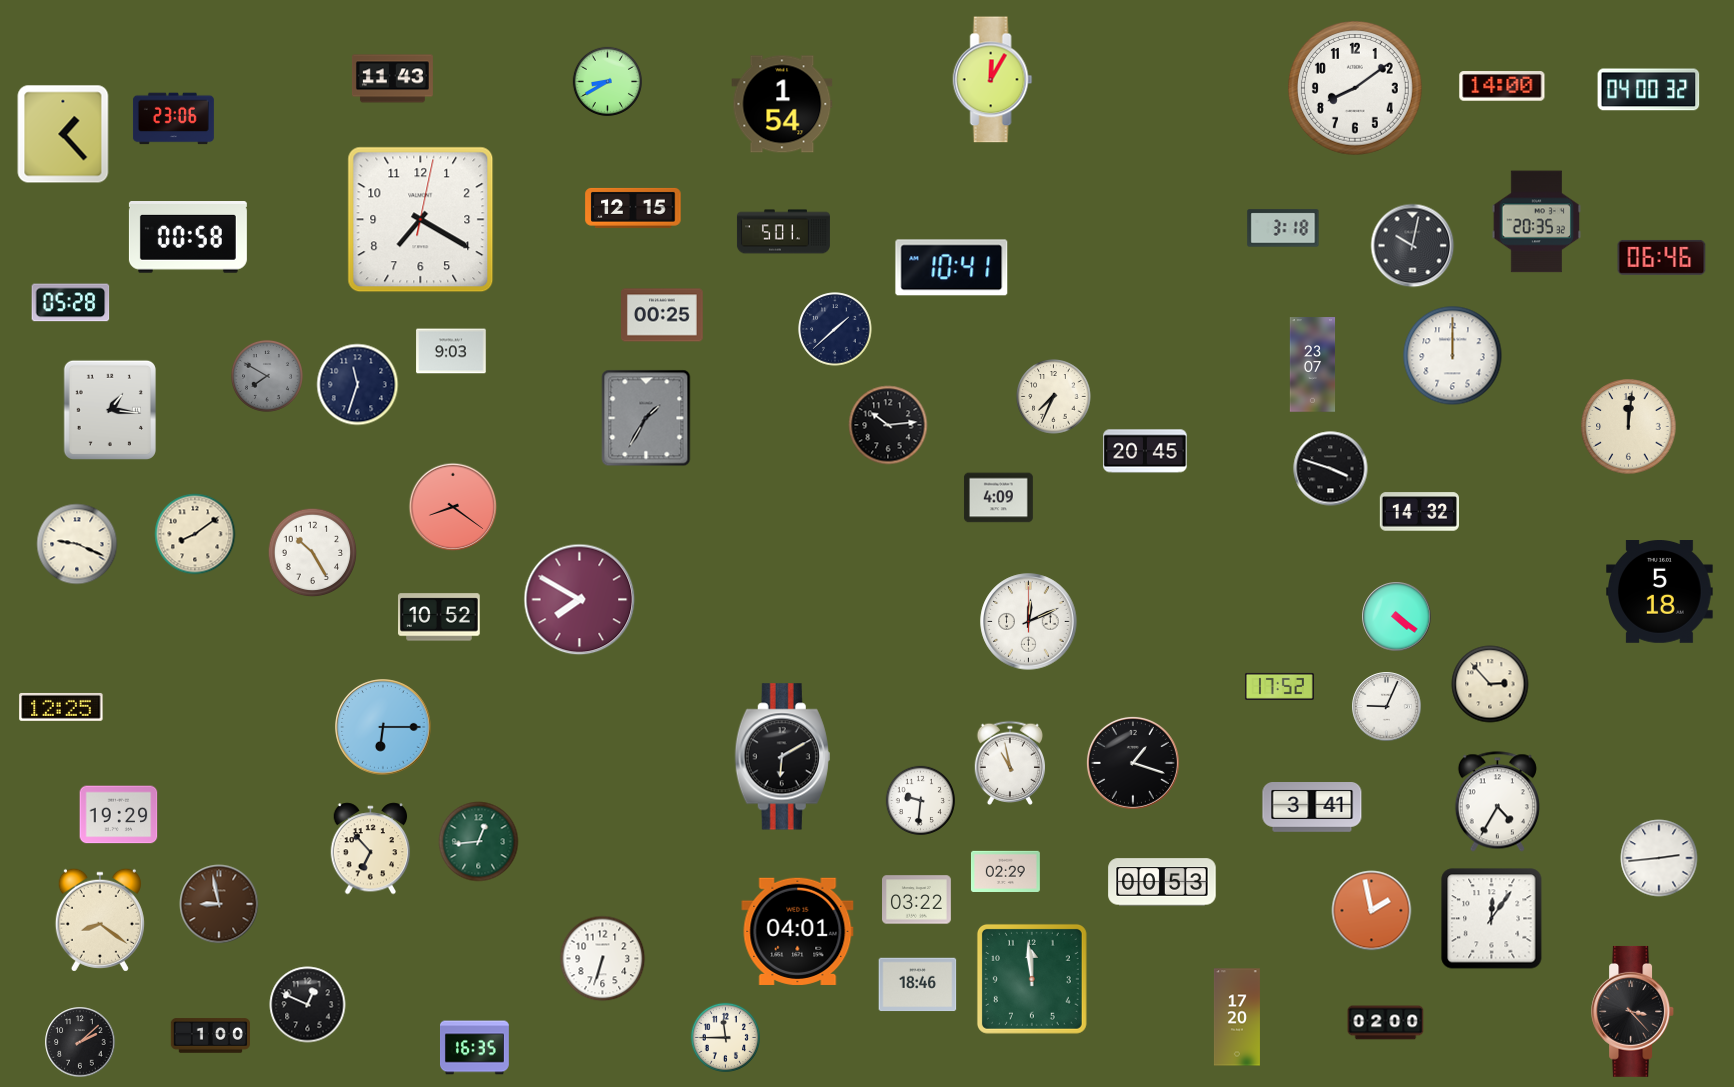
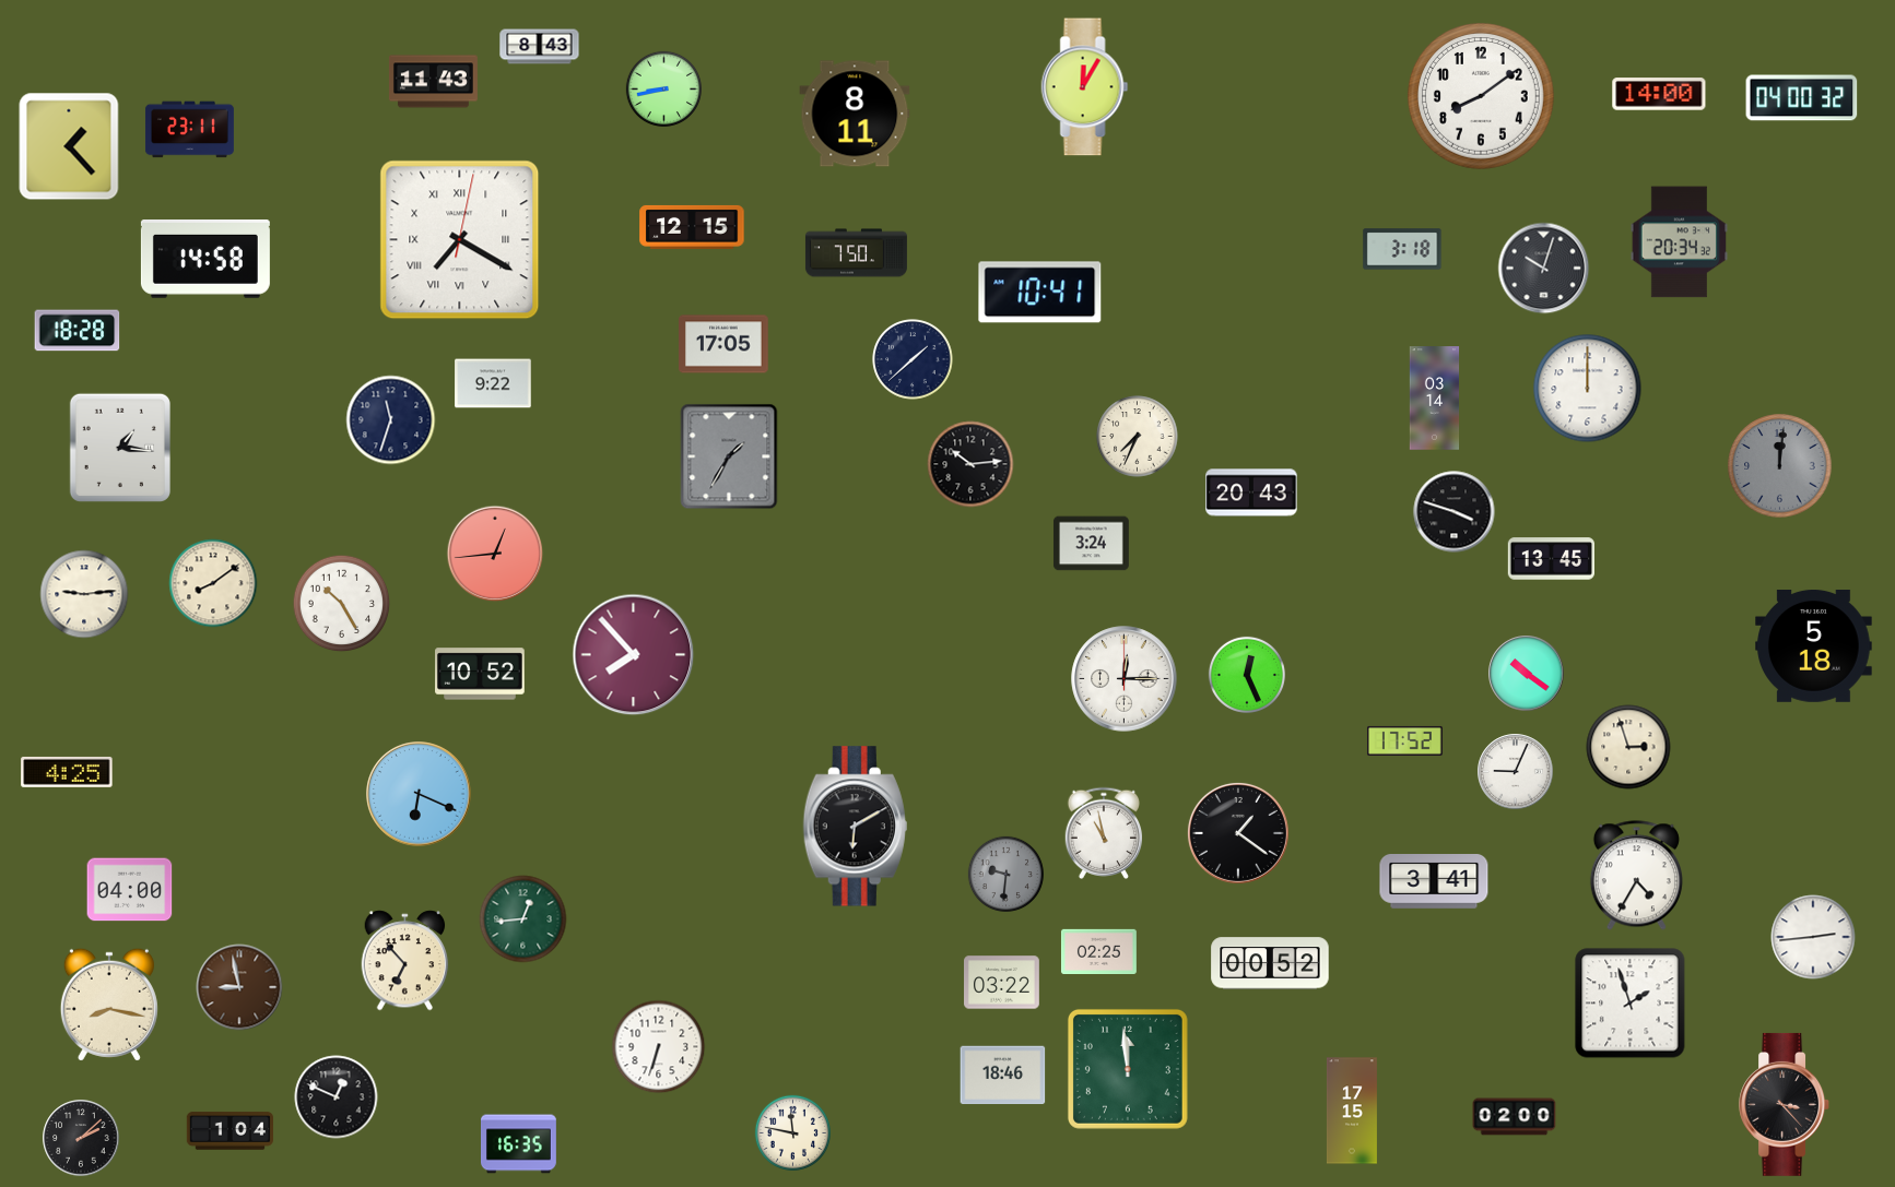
clock at (540, 47): none -> 8:43
clock at (392, 79) position: (392, 79) -> (433, 82)
clock at (607, 81): 8:40 -> 8:43
clock at (1502, 86) position: (1502, 86) -> (1659, 94)
clock at (782, 104): 1:54 -> 8:11
clock at (173, 119): 23:06 -> 23:11
clock at (421, 220) numerals: Arabic -> Roman
clock at (1537, 222): 20:35 -> 20:34
clock at (783, 232): 5:01 -> 7:50
clock at (188, 238): 00:58 -> 14:58
clock at (1413, 246): 10:02 -> 10:03
clock at (1662, 257): 06:46 -> none
clock at (71, 303): 05:28 -> 18:28
clock at (663, 315): 00:25 -> 17:05
clock at (451, 351): 9:03 -> 9:22
clock at (1313, 365): 23:07 -> 03:14
clock at (267, 376): 7:50 -> none
clock at (1054, 397) position: (1054, 397) -> (1138, 437)
clock at (646, 418) position: (646, 418) -> (729, 456)
clock at (1629, 427) dial: cream -> grey
clock at (1145, 451): 20:45 -> 20:43
clock at (999, 498): 4:09 -> 3:24
clock at (453, 507): 8:21 -> 12:44
clock at (1419, 512): 14:32 -> 13:45
clock at (77, 544): 9:19 -> 9:14
clock at (580, 600): 7:50 -> 7:53
clock at (1397, 617): 4:21 -> 10:21
clock at (1247, 675): none -> 12:26
clock at (1029, 622): 12:11 -> 12:15
clock at (1490, 684): 2:53 -> 2:57
clock at (1280, 686) position: (1280, 686) -> (1405, 740)
clock at (61, 707): 12:25 -> 4:25
clock at (383, 727): 6:15 -> 6:19
clock at (1133, 763): 1:18 -> 1:21
clock at (920, 800) dial: white -> grey
clock at (119, 815): 19:29 -> 04:00
clock at (371, 849) position: (371, 849) -> (405, 961)
clock at (1005, 871): 02:29 -> 02:25
clock at (1162, 882): 00:53 -> 00:52
clock at (1372, 911): 1:58 -> none
clock at (1492, 919): 12:06 -> 1:57
clock at (100, 920): 8:21 -> 8:17
clock at (798, 931): 04:01 -> none
clock at (1237, 1017): 17:20 -> 17:15
clock at (210, 1036): 1:00 -> 1:04
clock at (725, 1037): 11:45 -> 11:47
clock at (80, 1042) position: (80, 1042) -> (81, 1138)
